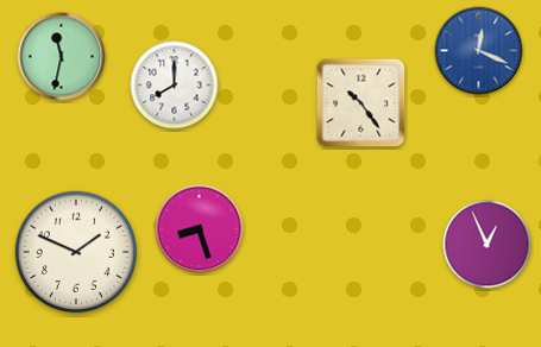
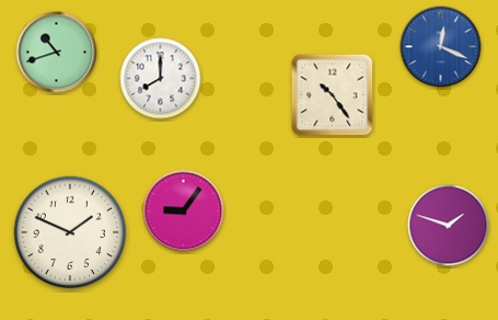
clock at (62, 57): 11:32 -> 10:42
clock at (200, 229): 8:27 -> 9:06
clock at (487, 245): 12:56 -> 1:48
